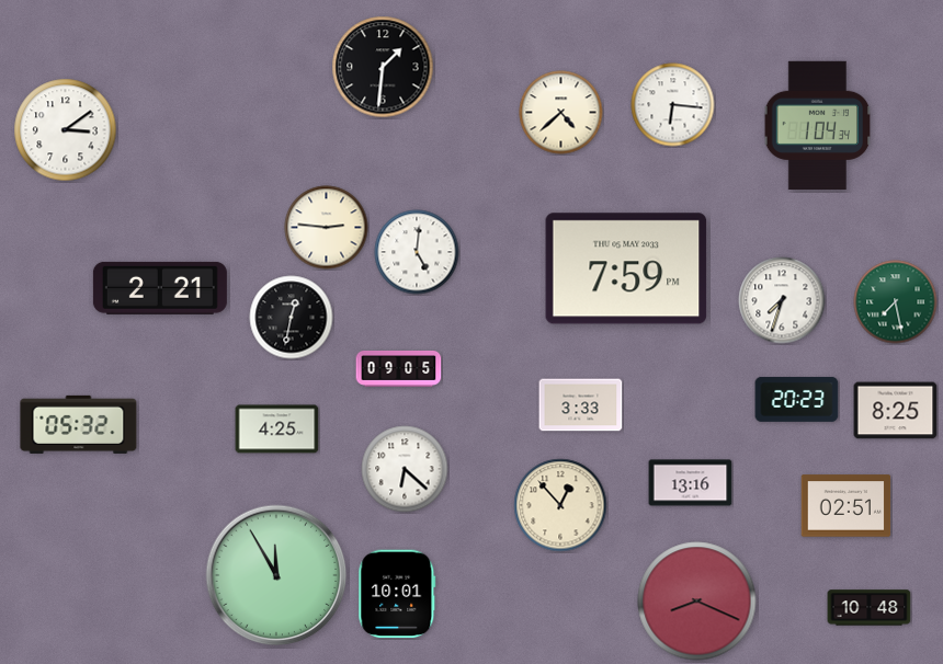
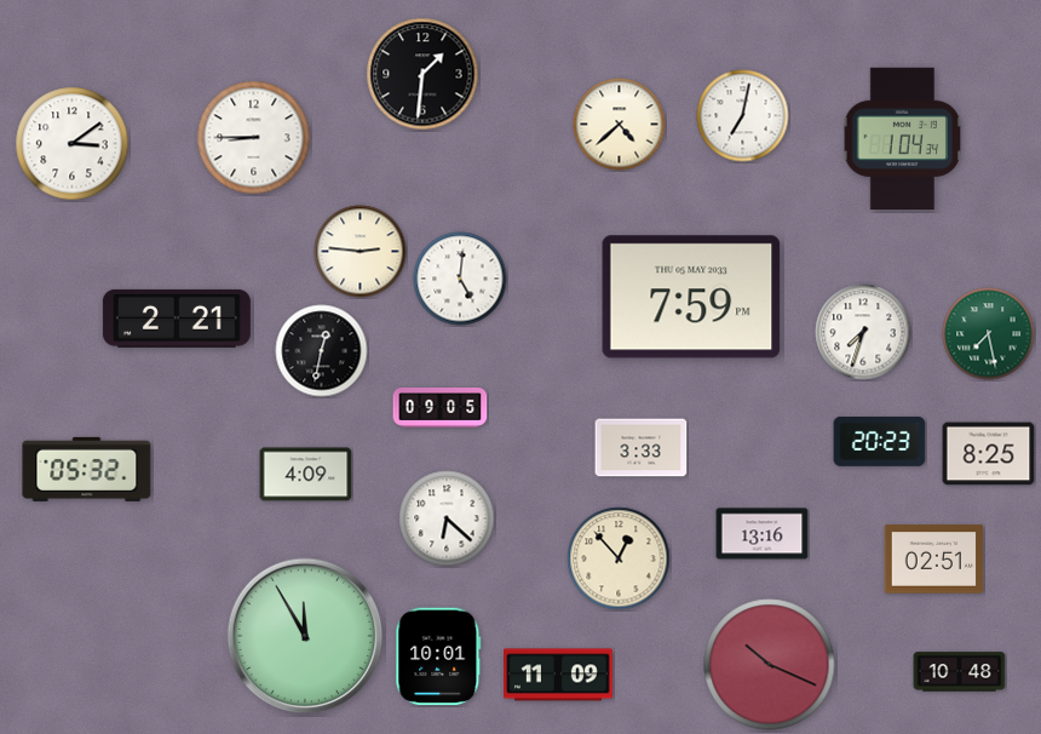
clock at (673, 105): 6:16 -> 7:02
clock at (254, 138): none -> 8:45
clock at (277, 430): 4:25 -> 4:09
clock at (697, 602): 8:19 -> 10:19
clock at (559, 675): none -> 11:09
